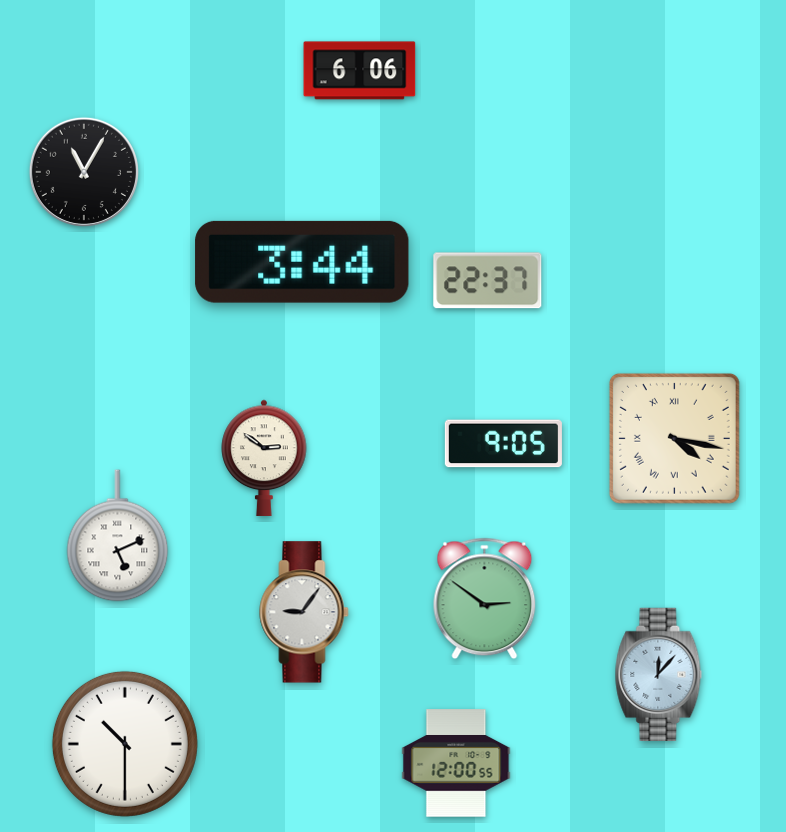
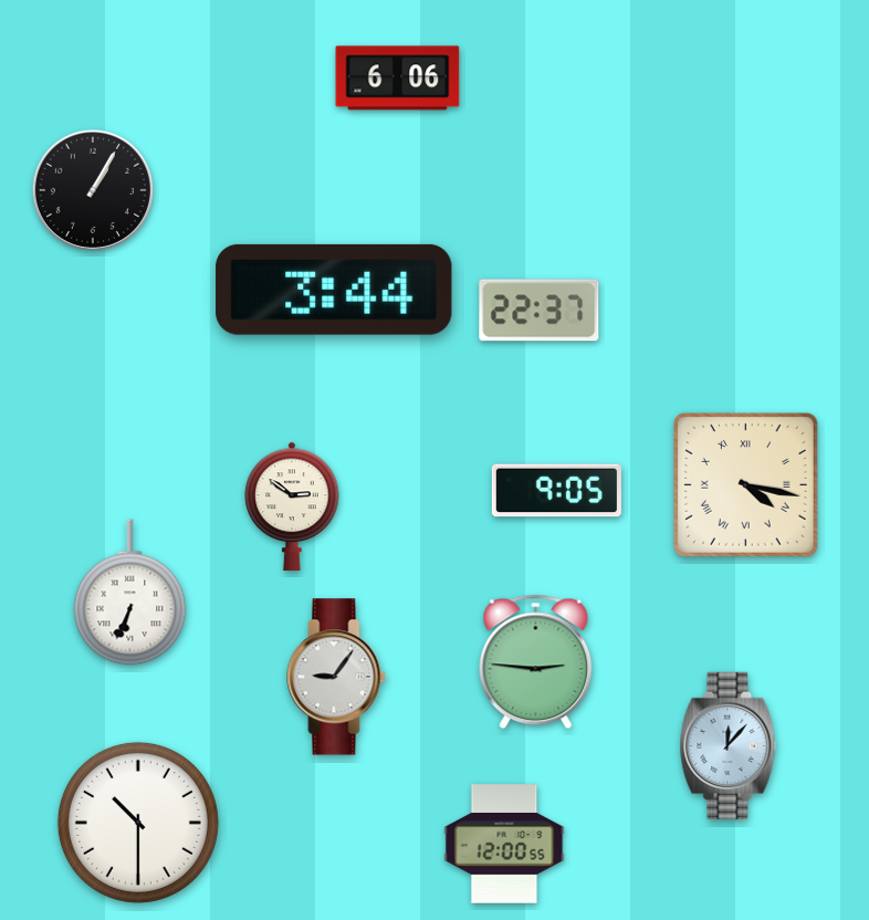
clock at (84, 172): 11:05 -> 1:05
clock at (118, 536): 5:11 -> 6:34
clock at (485, 599): 2:51 -> 2:46
